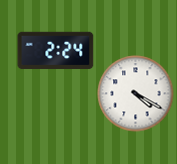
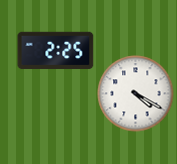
clock at (56, 51): 2:24 -> 2:25
